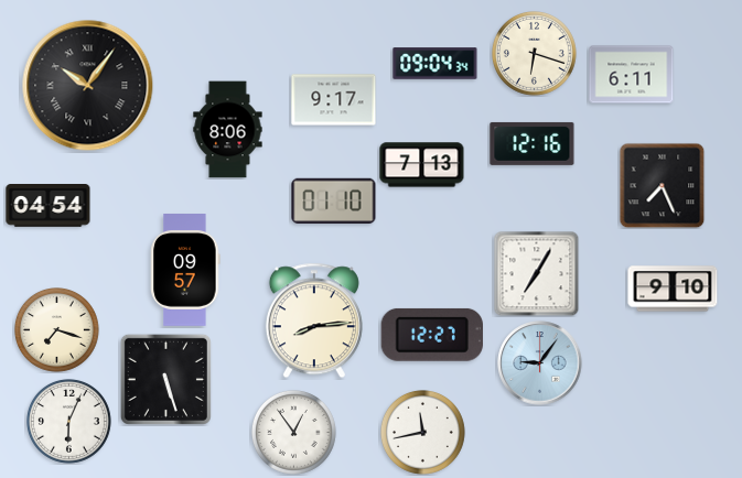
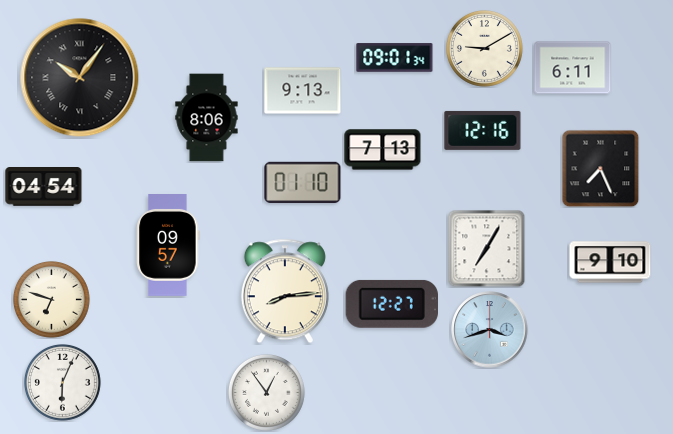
clock at (535, 54): 6:18 -> 9:10
clock at (435, 64): 09:04 -> 09:01
clock at (334, 100): 9:17 -> 9:13
clock at (57, 330): 7:18 -> 6:48
clock at (540, 363): 9:06 -> 3:42
clock at (165, 379): 5:27 -> none
clock at (423, 433): 11:43 -> none
